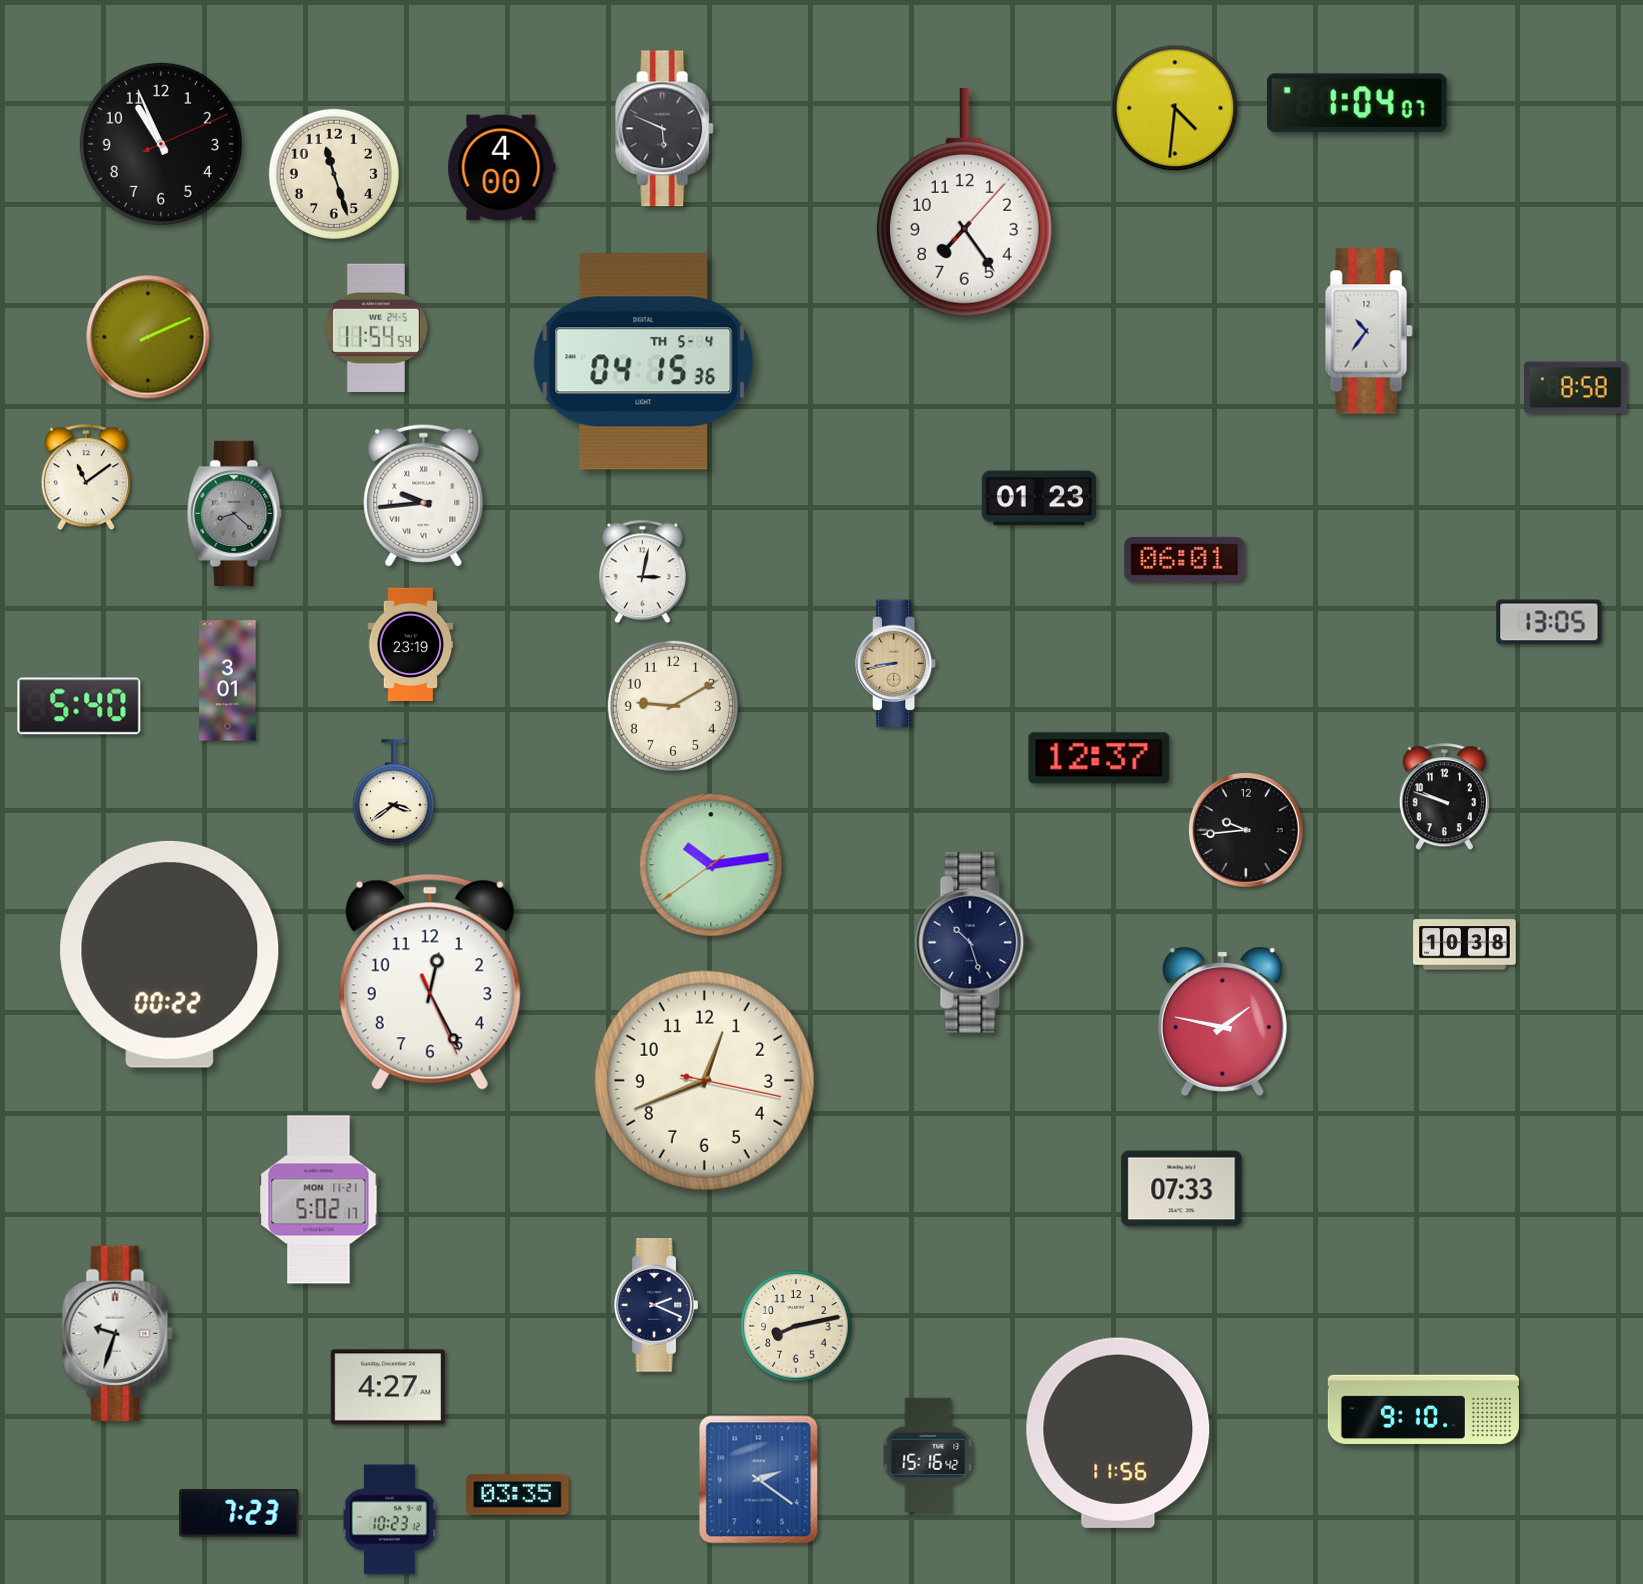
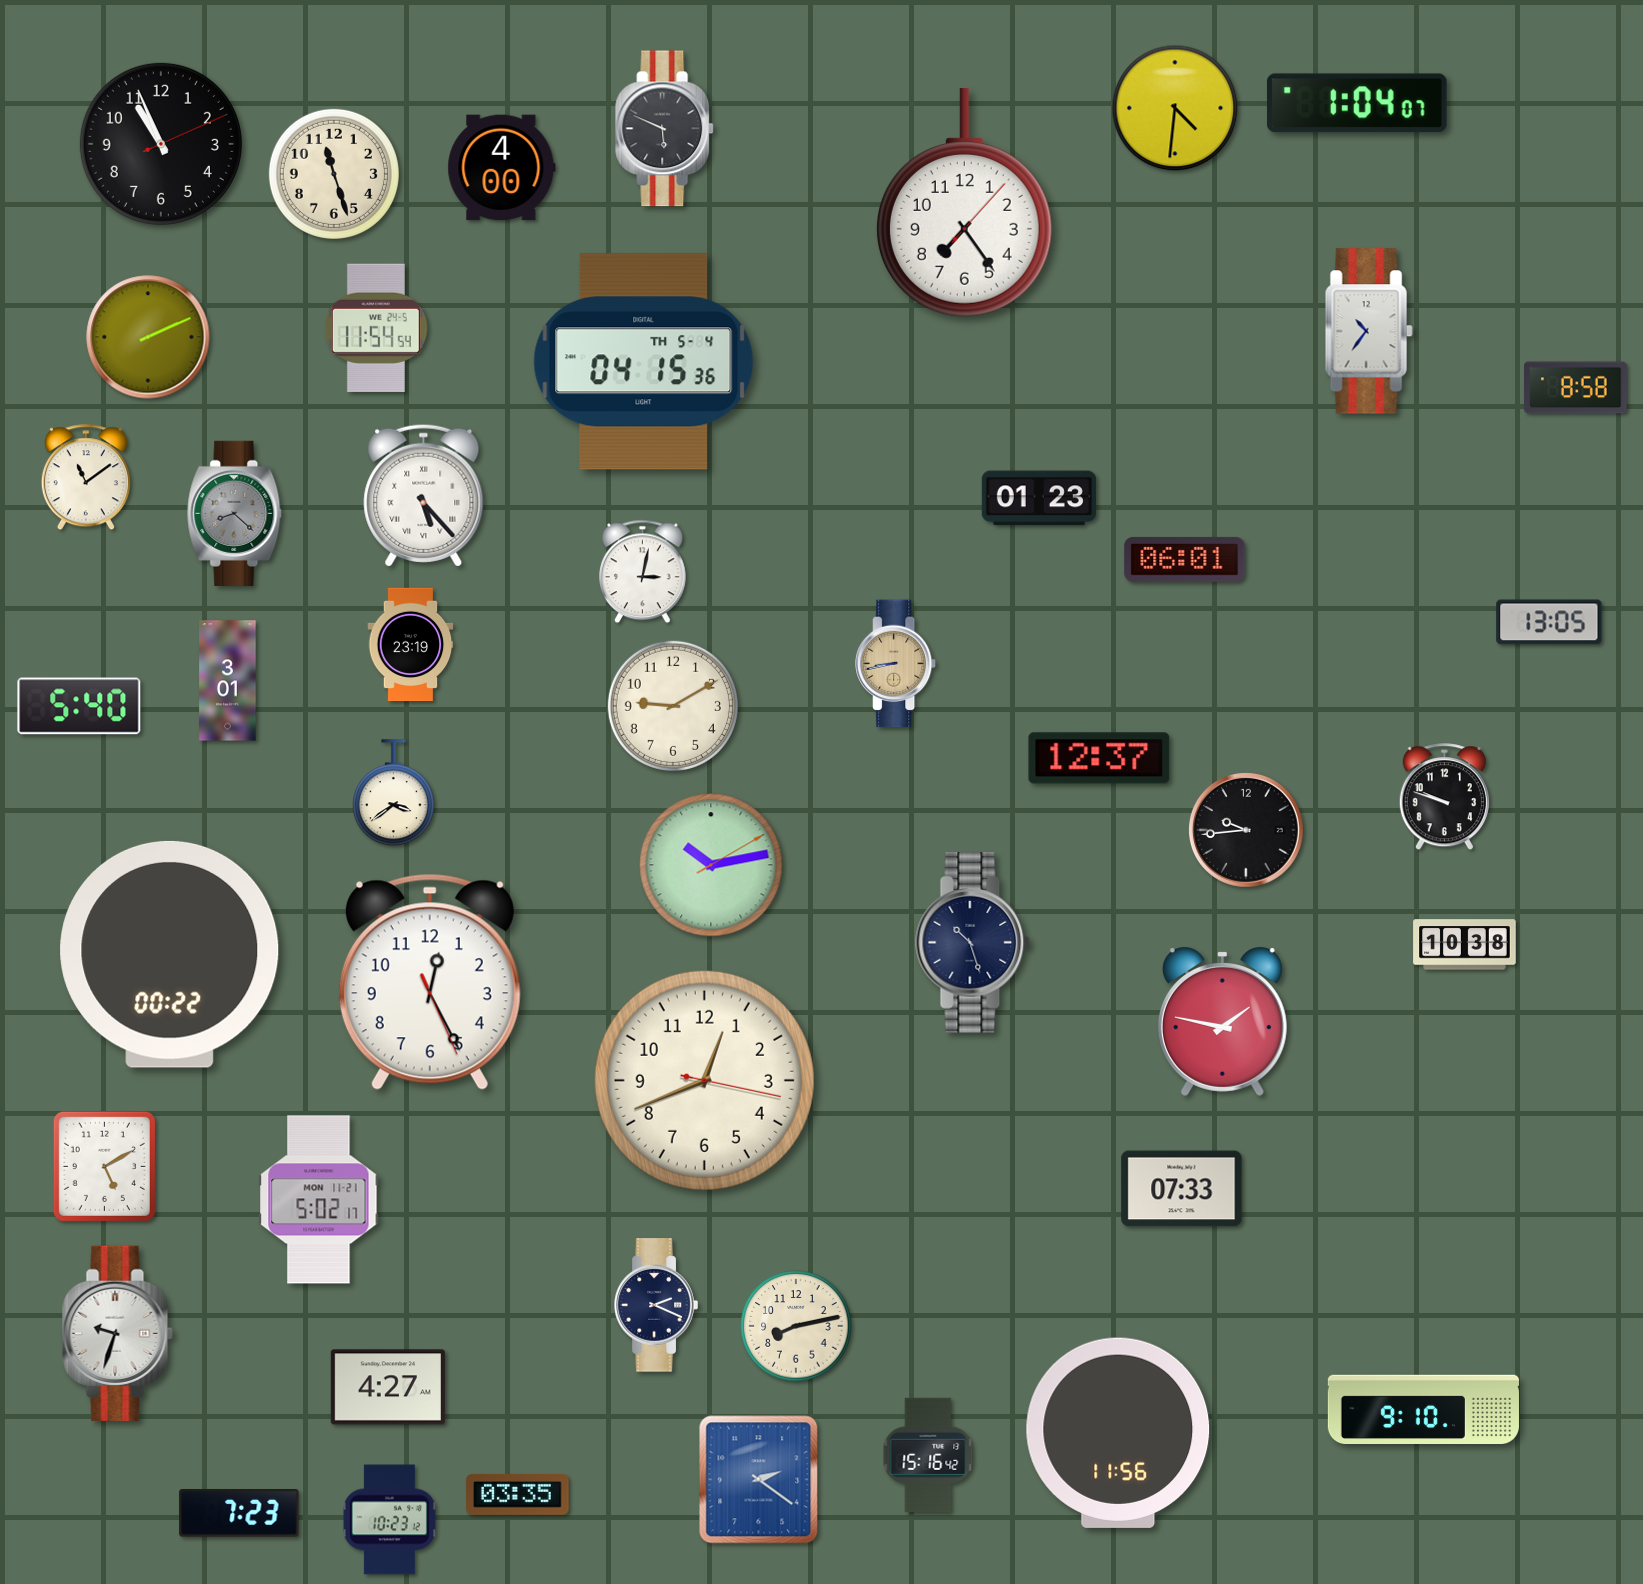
clock at (424, 495): 9:44 -> 5:23
clock at (711, 865): 10:13:39 -> 10:13:10
clock at (104, 1166): none -> 5:10
